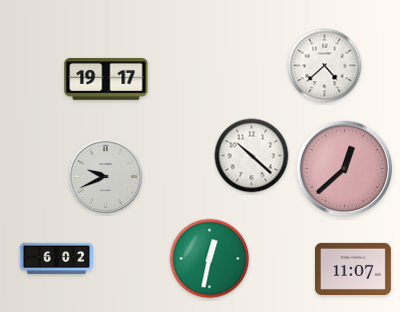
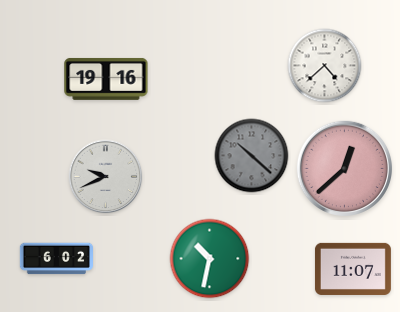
clock at (106, 79): 19:17 -> 19:16
clock at (252, 156) dial: white -> grey
clock at (210, 259): 12:32 -> 10:32
